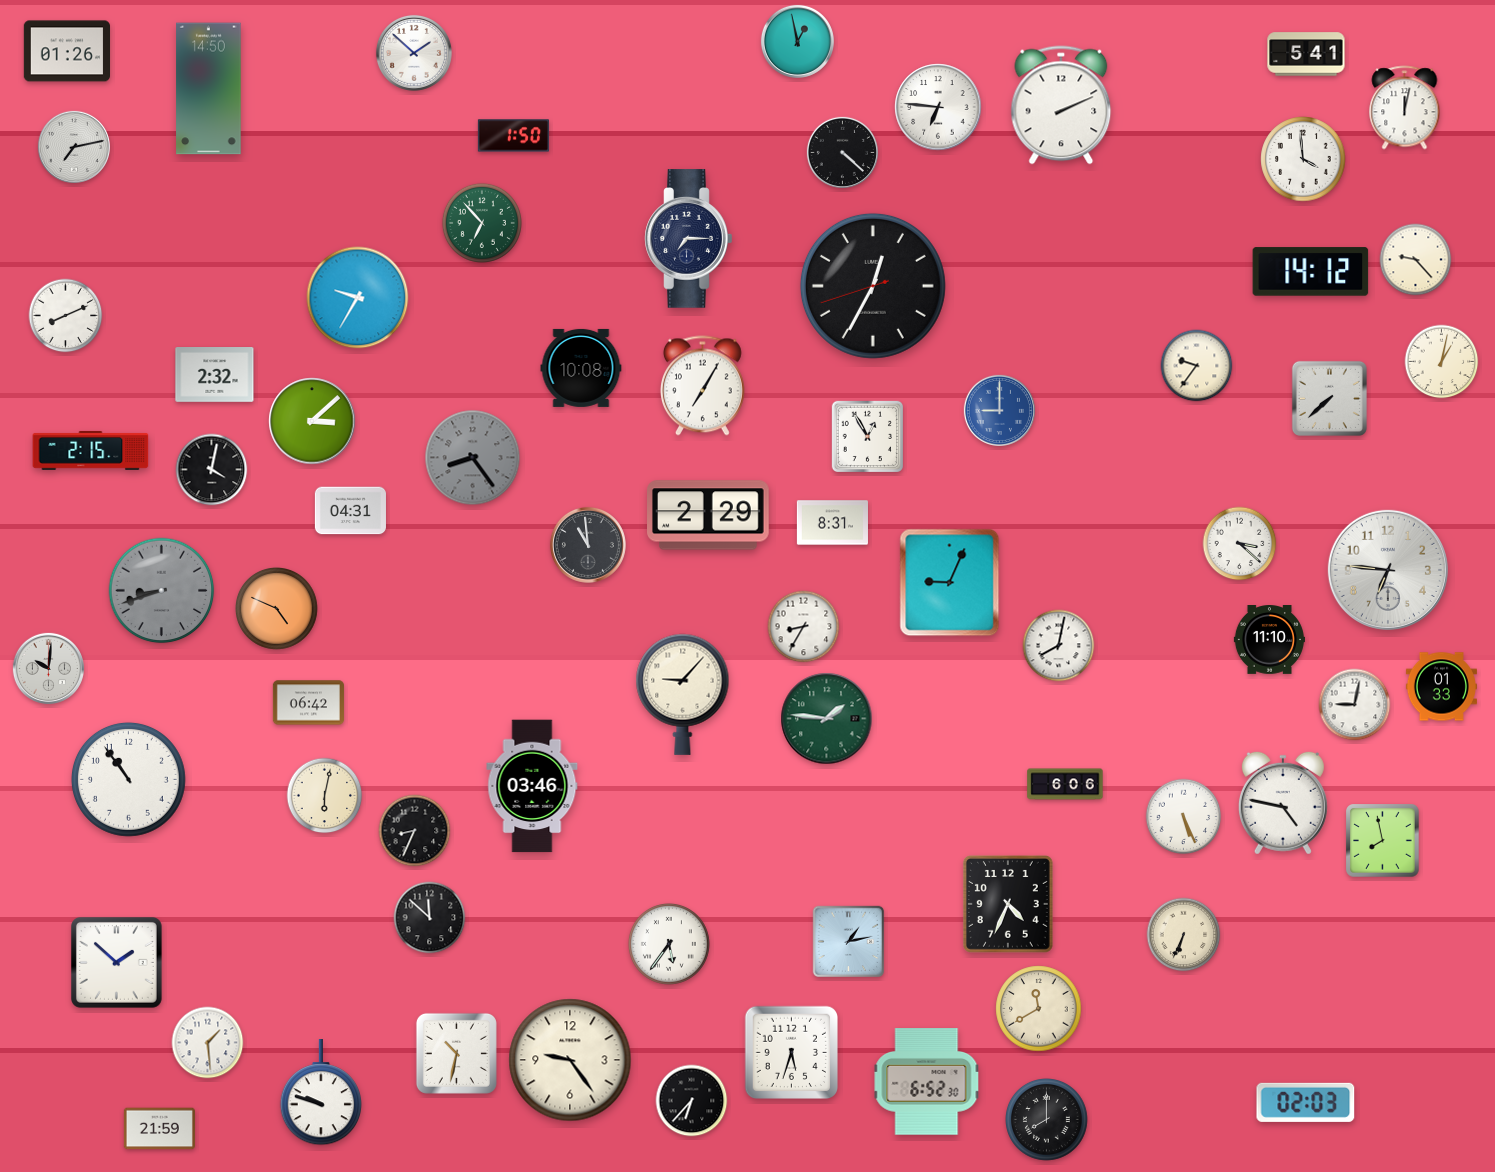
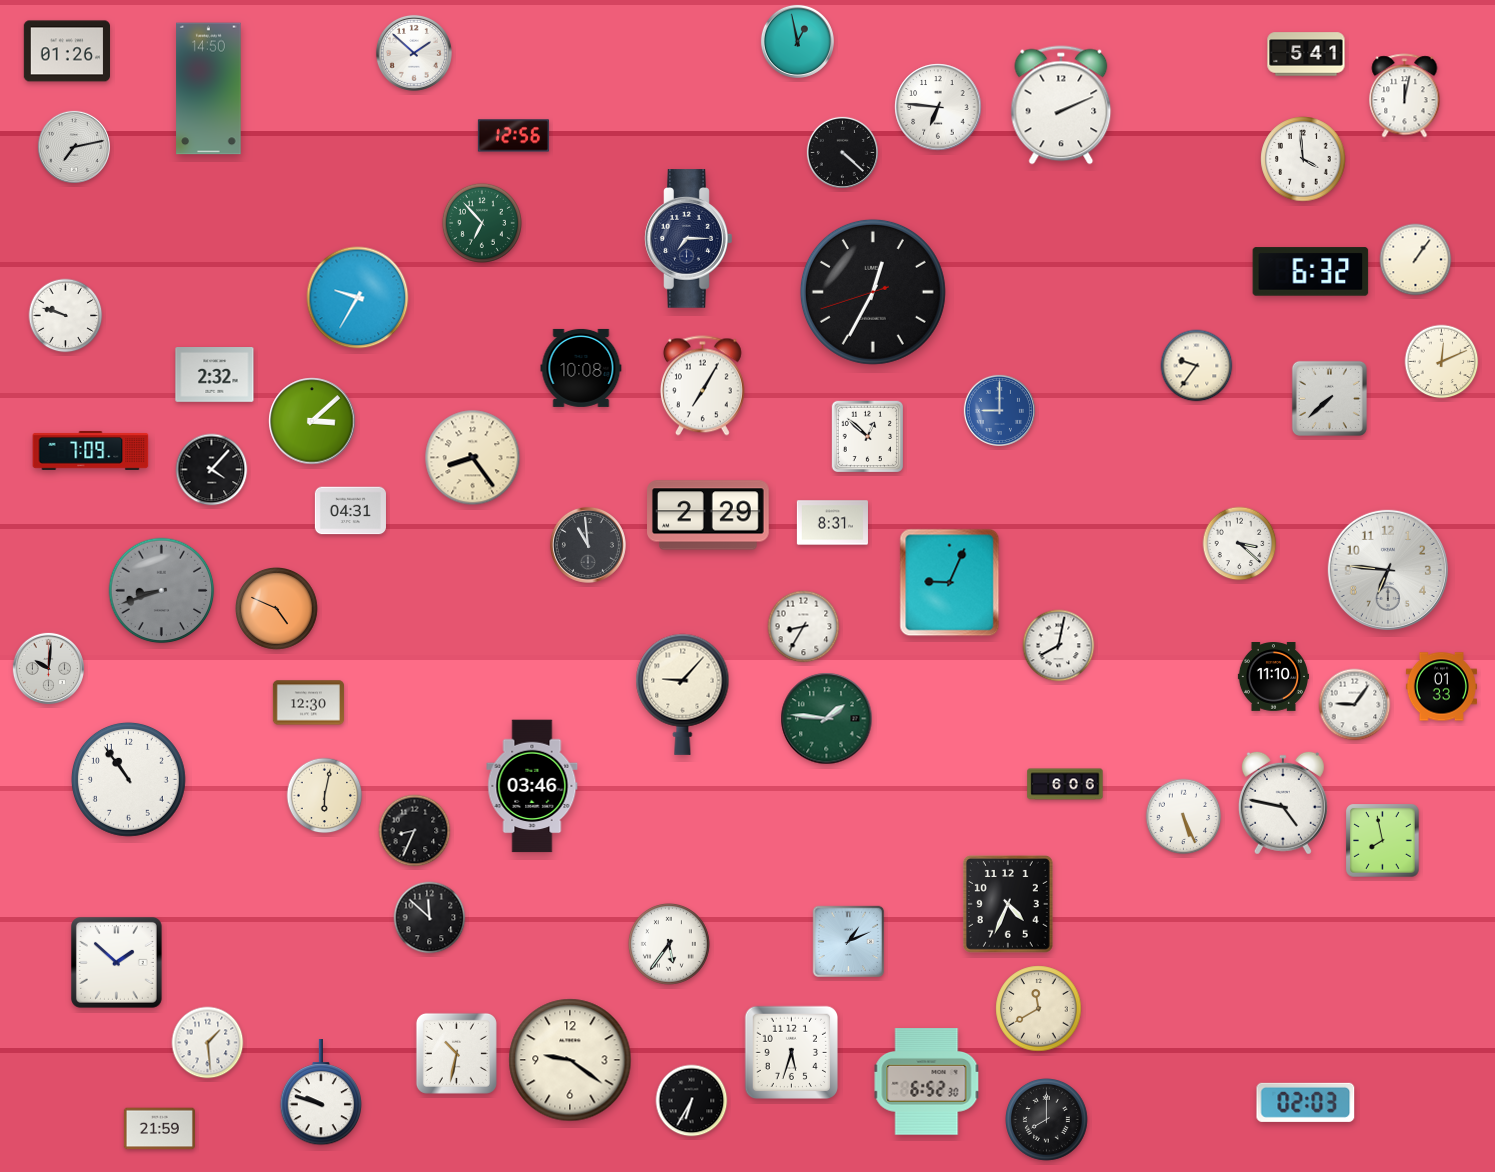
clock at (1405, 108) position: (1405, 108) -> (1405, 96)
clock at (513, 136): 1:50 -> 12:56
clock at (1416, 260): 9:23 -> 1:06
clock at (1311, 272): 14:12 -> 6:32
clock at (873, 286) position: (873, 286) -> (873, 292)
clock at (66, 316): 8:11 -> 9:48
clock at (1442, 362): 1:02 -> 12:11
clock at (868, 437): 12:55 -> 12:52
clock at (91, 450): 2:15 -> 7:09
clock at (473, 458) dial: grey -> cream
clock at (212, 470): 4:02 -> 4:07
clock at (1269, 640) position: (1269, 640) -> (1273, 677)
clock at (308, 703): 06:42 -> 12:30
clock at (1355, 705): 9:02 -> 9:06
clock at (1184, 935): 6:34 -> none
clock at (849, 942): 1:13 -> 1:11
clock at (570, 1060): 9:24 -> 9:21
clock at (692, 1101): 6:37 -> 6:35
